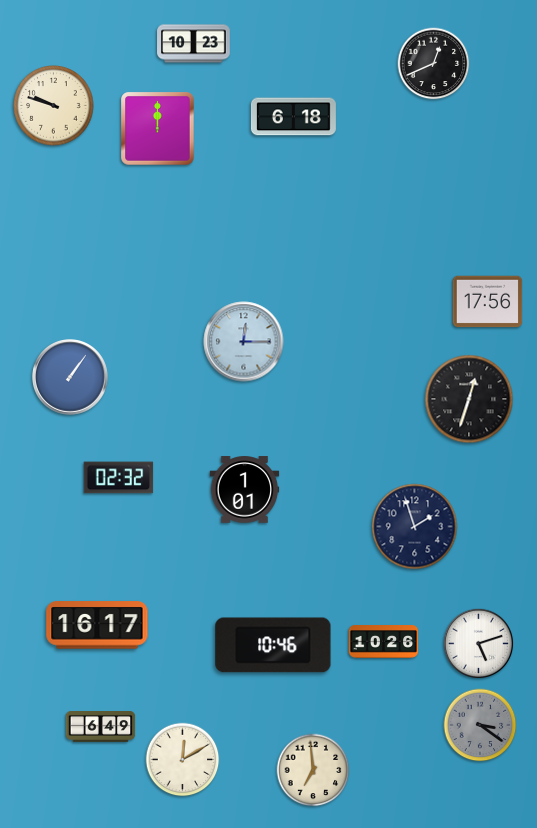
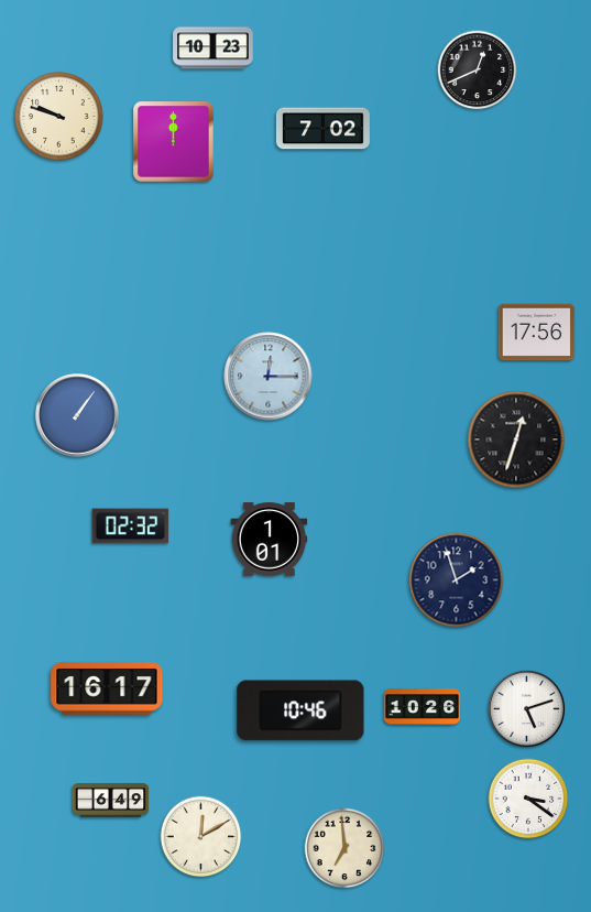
clock at (293, 117): 6:18 -> 7:02
clock at (480, 725) dial: grey -> white
